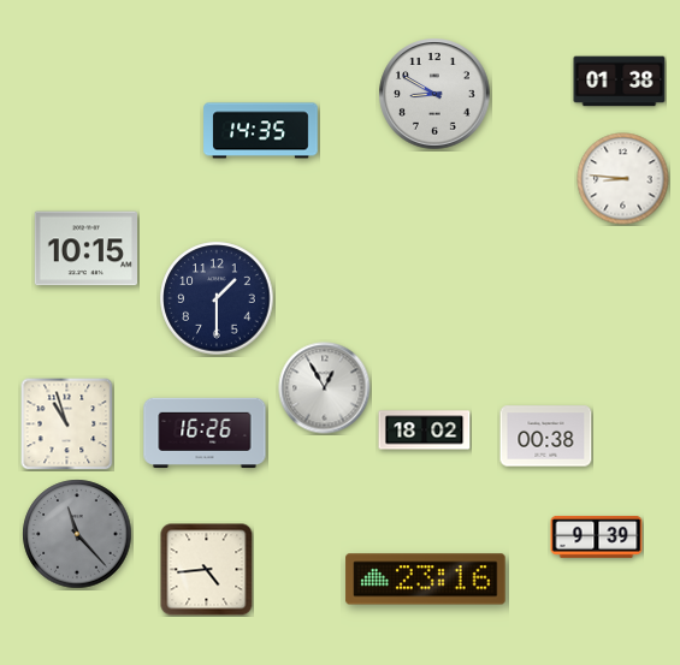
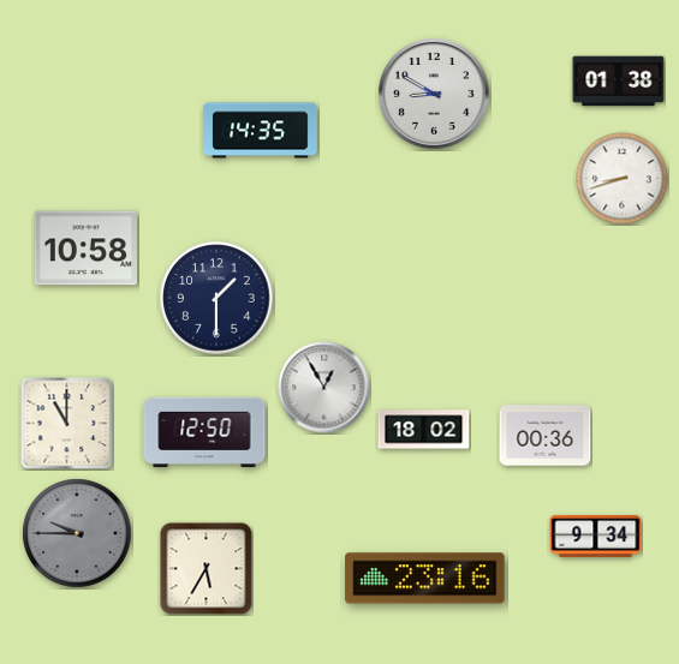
clock at (623, 179): 8:46 -> 8:42
clock at (87, 249): 10:15 -> 10:58
clock at (66, 423): 10:57 -> 11:00
clock at (205, 433): 16:26 -> 12:50
clock at (546, 437): 00:38 -> 00:36
clock at (77, 534): 11:23 -> 9:45
clock at (597, 536): 9:39 -> 9:34
clock at (207, 570): 4:44 -> 5:35
